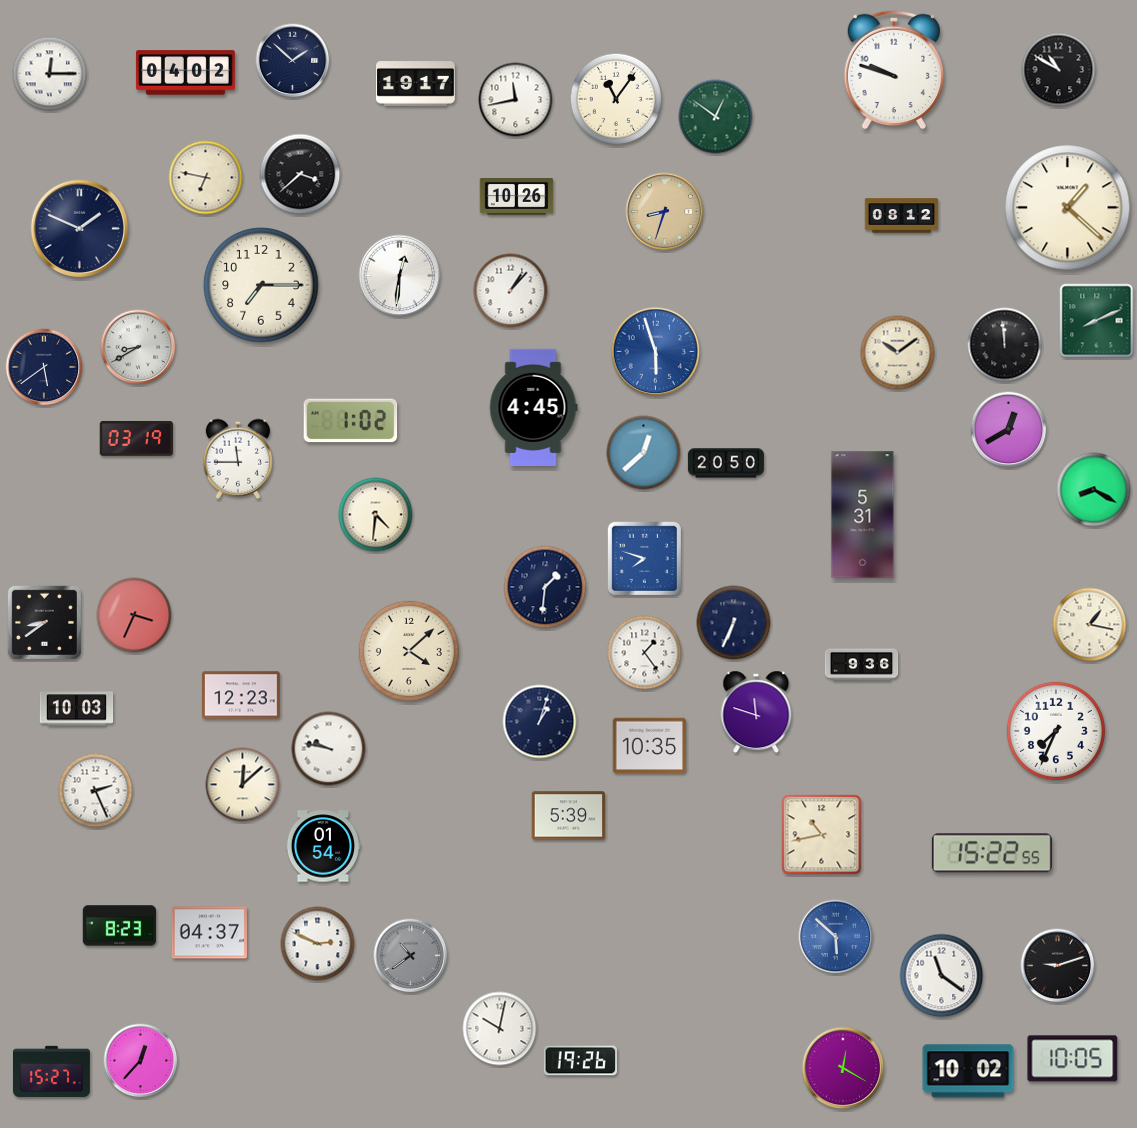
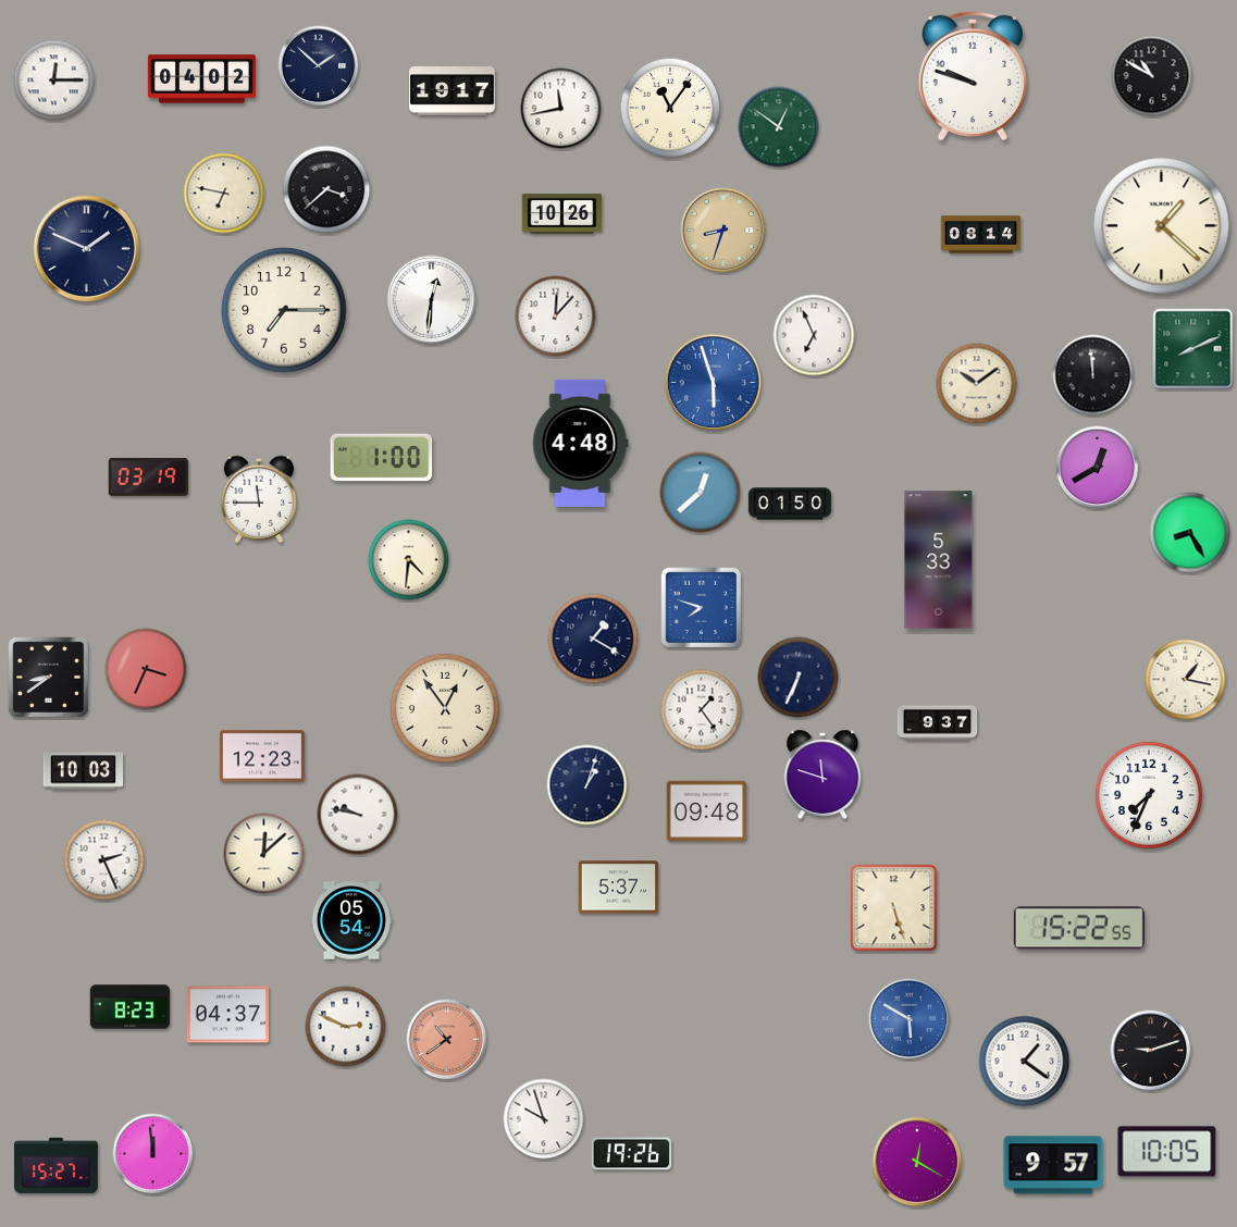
clock at (902, 216): 08:12 -> 08:14
clock at (400, 276) position: (400, 276) -> (432, 300)
clock at (511, 291): 1:07 -> 12:07
clock at (814, 335): none -> 6:56
clock at (138, 347): 8:40 -> none
clock at (44, 367): 5:39 -> none
clock at (534, 407): 4:45 -> 4:48
clock at (351, 421): 1:02 -> 1:00
clock at (726, 463): 20:50 -> 01:50
clock at (1094, 490): 8:20 -> 8:25
clock at (863, 515): 5:31 -> 5:33
clock at (545, 587): 1:31 -> 1:20
clock at (409, 651): 4:08 -> 12:54
clock at (862, 665): 9:36 -> 9:37
clock at (650, 746): 10:35 -> 09:48
clock at (569, 816): 5:39 -> 5:37
clock at (822, 835): 10:43 -> 5:27
clock at (322, 846): 01:54 -> 05:54
clock at (836, 937): 5:52 -> 5:50
clock at (411, 956) dial: grey -> salmon
clock at (942, 976): 11:21 -> 1:21
clock at (500, 1029): 10:02 -> 9:57
clock at (141, 1061): 12:37 -> 11:59
clock at (968, 1071): 10:02 -> 9:57
